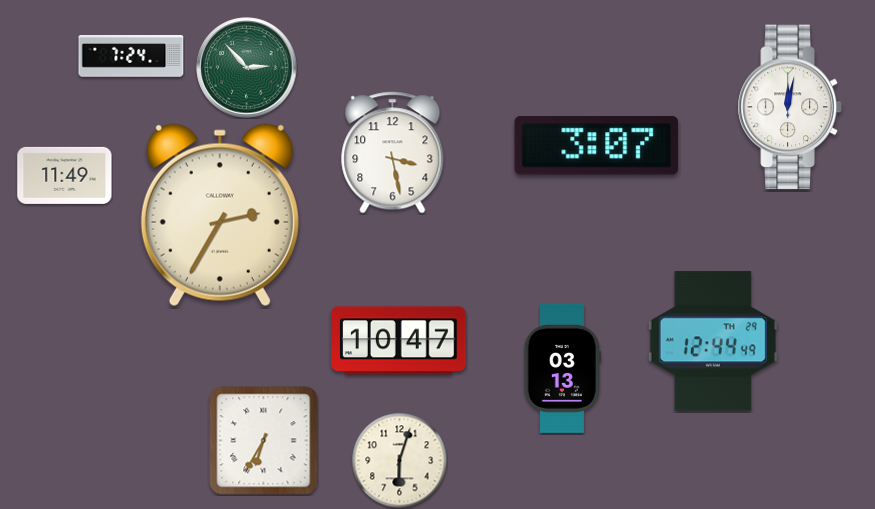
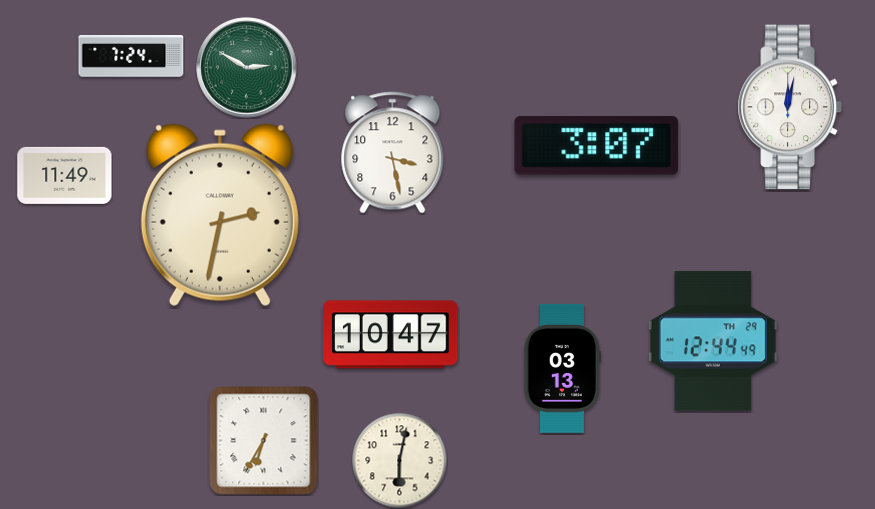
clock at (247, 68): 2:53 -> 2:50
clock at (220, 215): 2:35 -> 2:32
clock at (399, 341) position: (399, 341) -> (391, 335)
clock at (399, 460): 6:03 -> 6:02
